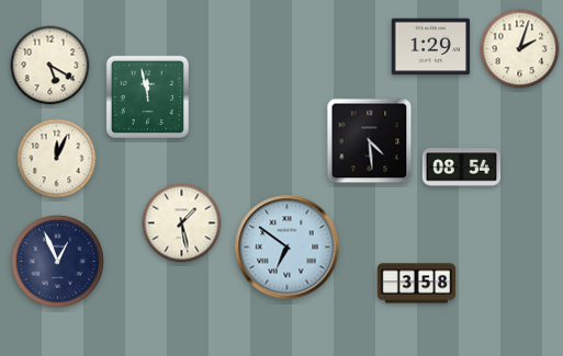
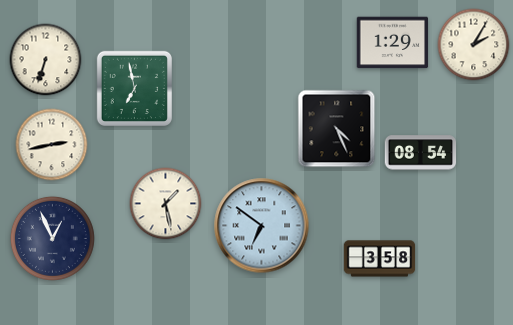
clock at (520, 49): 2:03 -> 2:05
clock at (50, 66): 5:20 -> 6:33
clock at (147, 96): 11:58 -> 6:58
clock at (370, 141): 4:29 -> 4:26
clock at (57, 159): 12:04 -> 2:43
